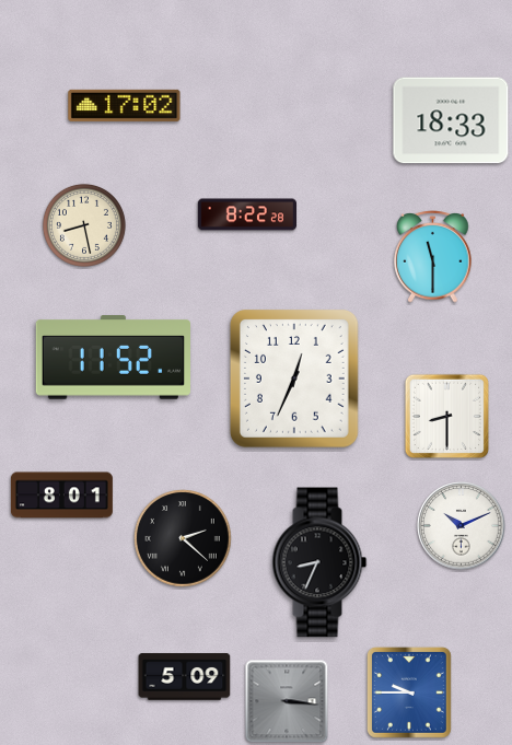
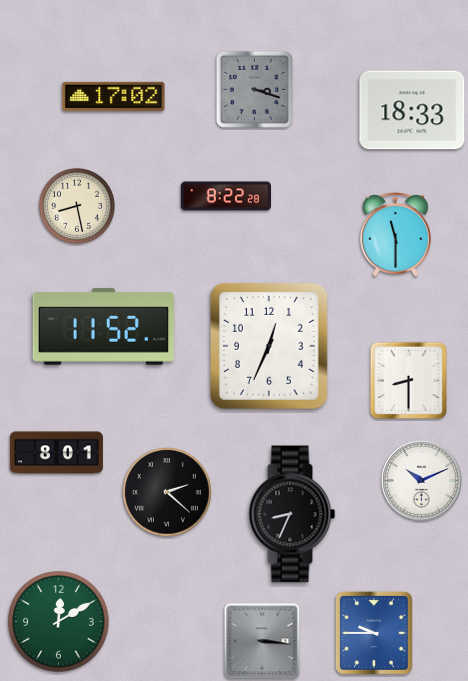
clock at (254, 89): none -> 3:18
clock at (185, 677): 5:09 -> none
clock at (59, 622): none -> 12:10
